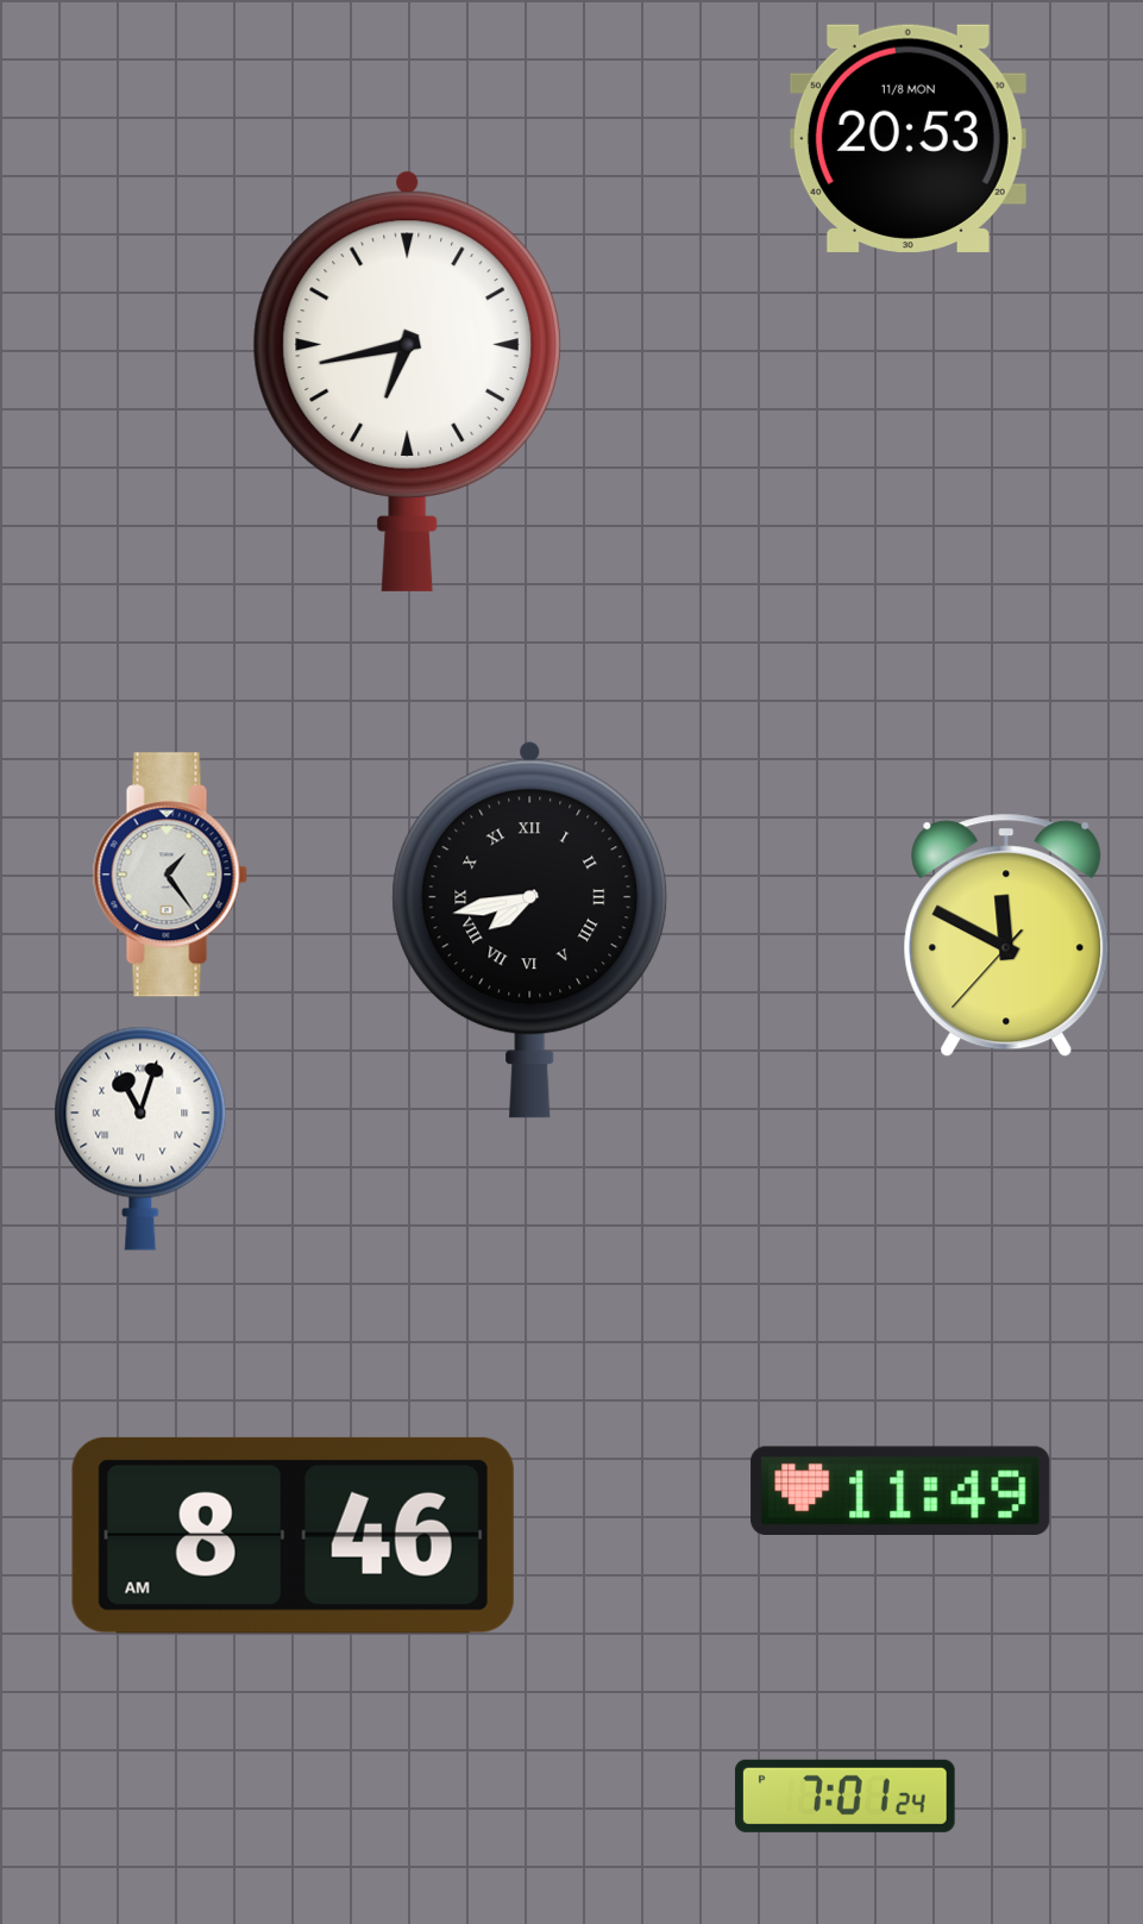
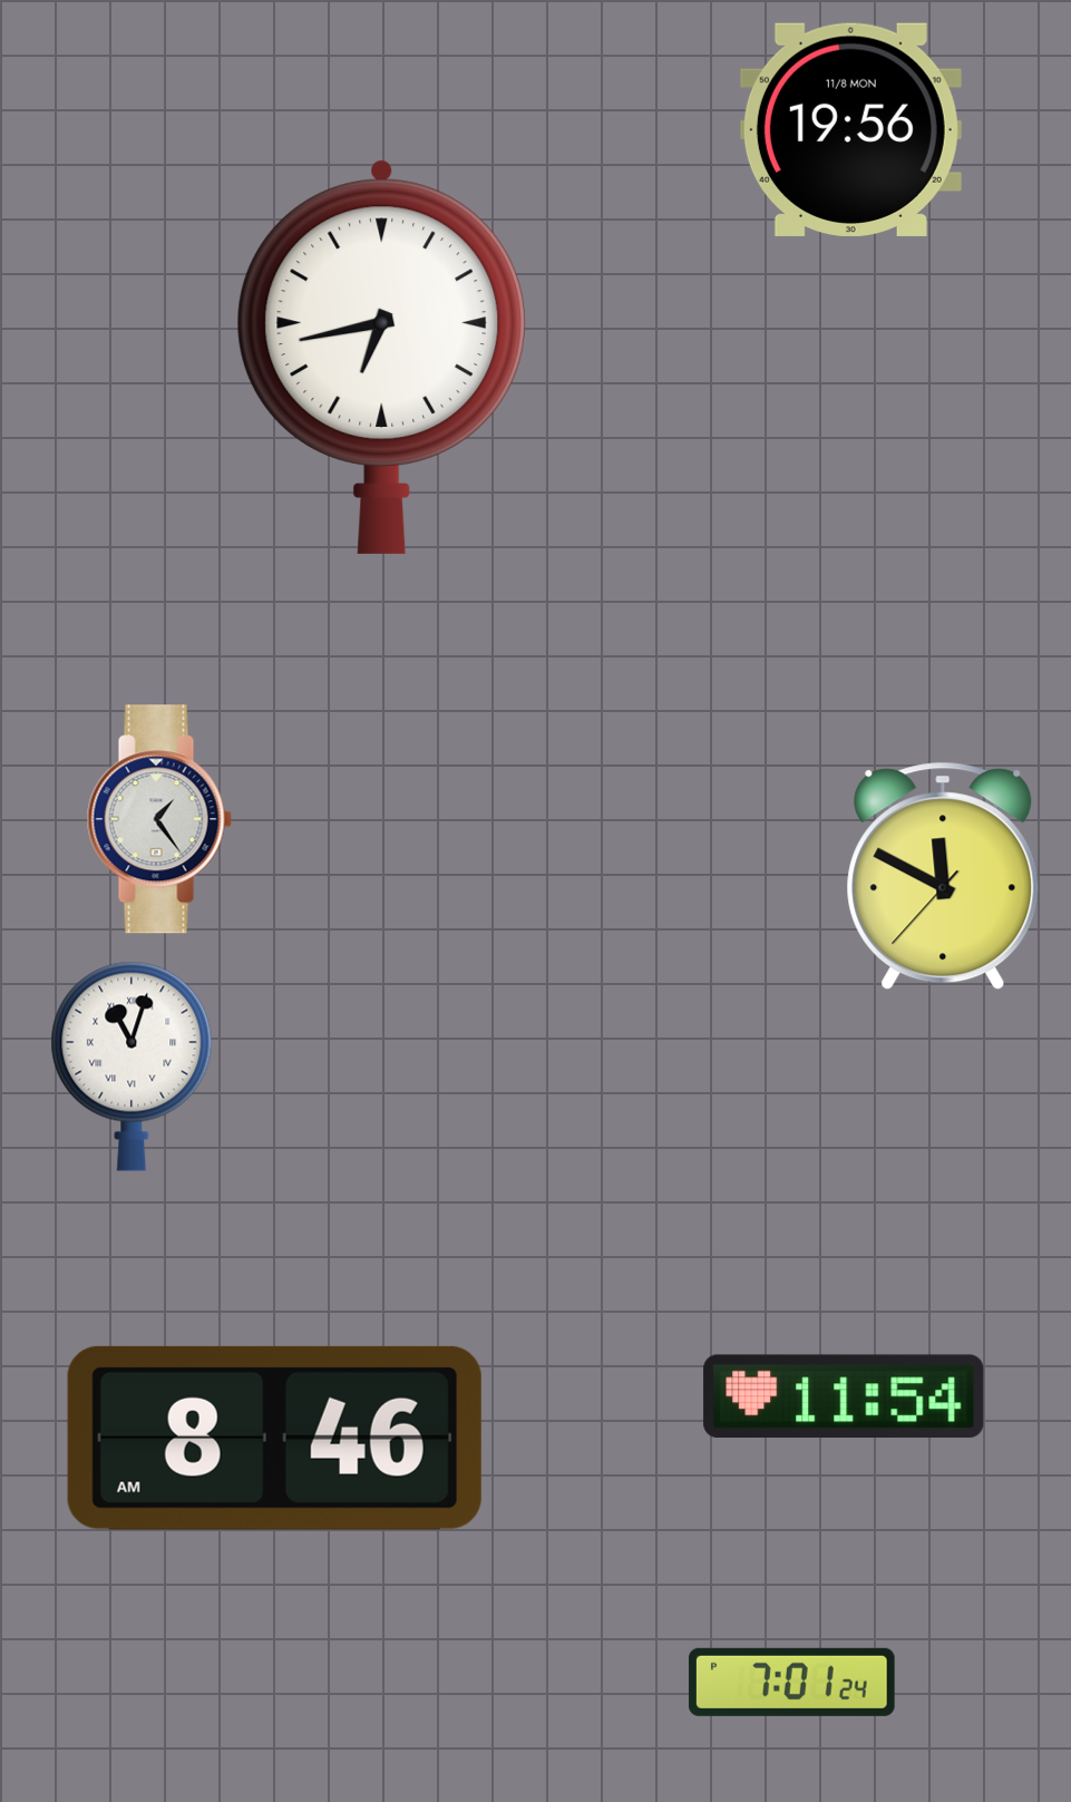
clock at (908, 138): 20:53 -> 19:56
clock at (530, 929): 7:43 -> none
clock at (900, 1490): 11:49 -> 11:54
